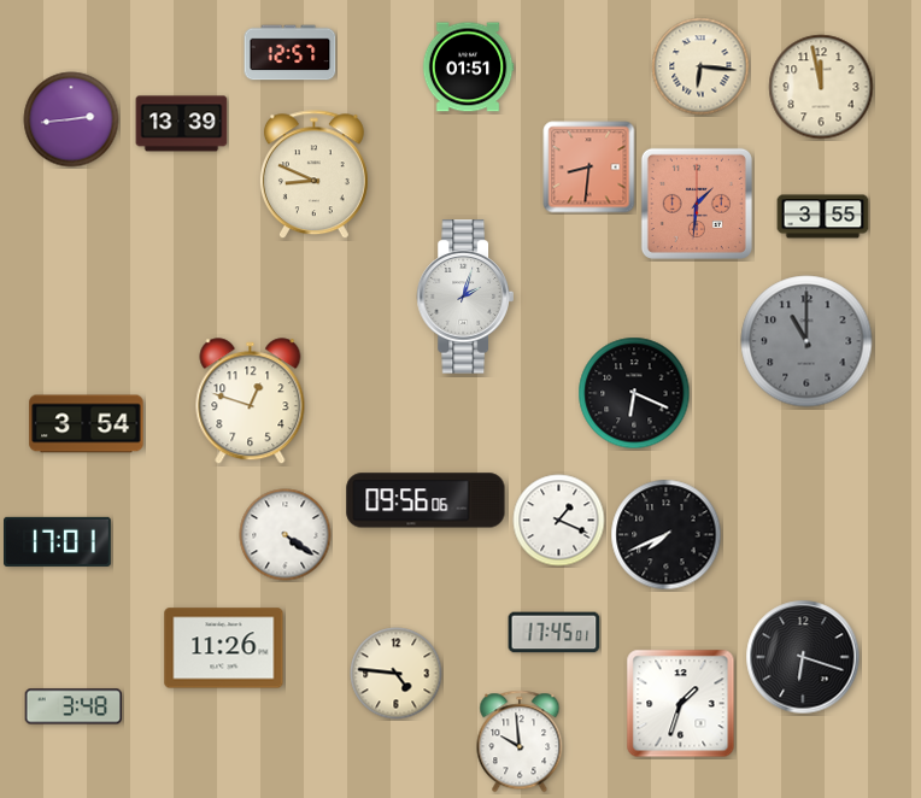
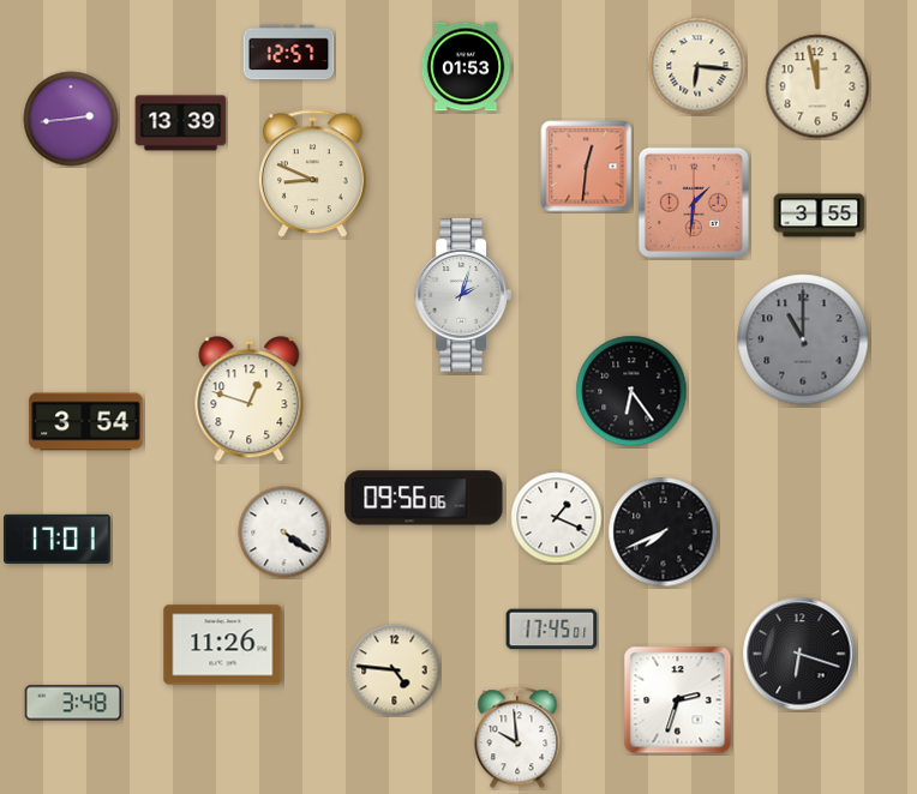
clock at (468, 68): 01:51 -> 01:53
clock at (589, 168): 8:31 -> 12:31
clock at (634, 393): 6:19 -> 6:24
clock at (681, 704): 1:33 -> 2:33
